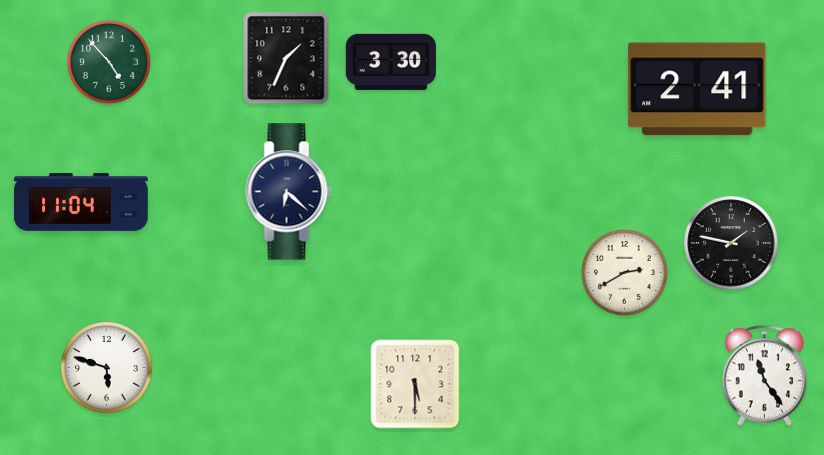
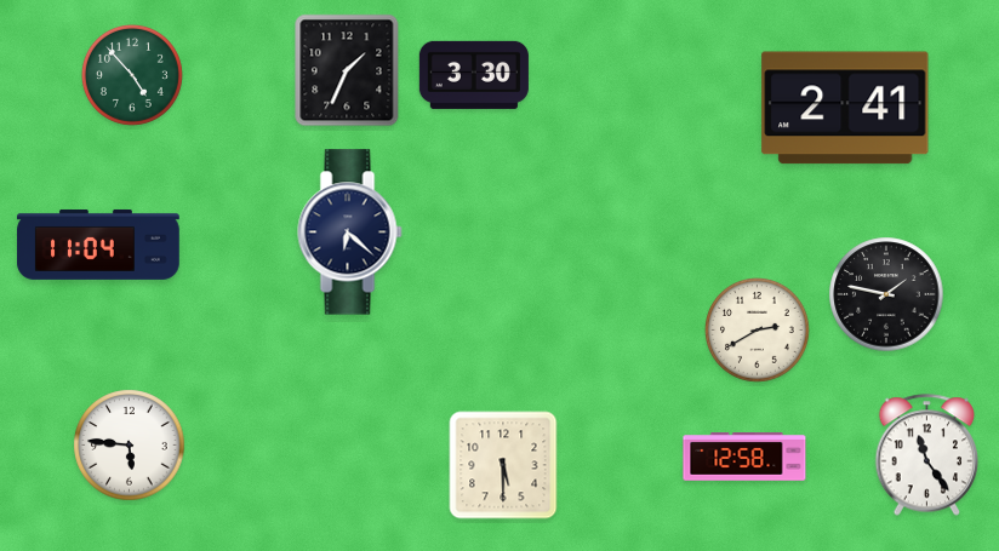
clock at (107, 368): 5:48 -> 5:46
clock at (744, 457): none -> 12:58
